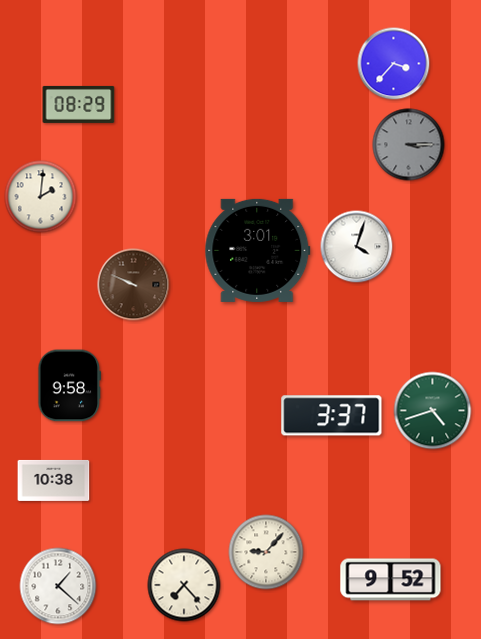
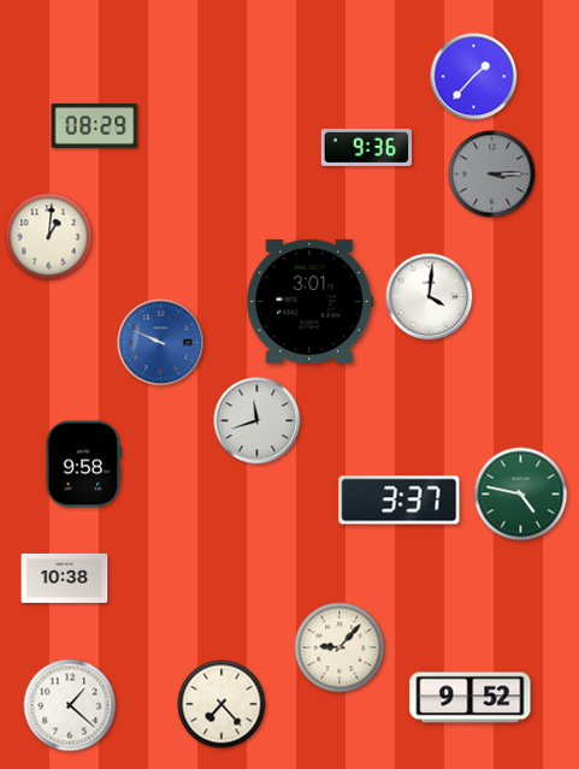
clock at (394, 64): 3:37 -> 1:37
clock at (367, 147): none -> 9:36
clock at (41, 197): 2:01 -> 1:01
clock at (357, 247): 4:03 -> 4:01
clock at (134, 285) dial: brown -> blue
clock at (258, 421): none -> 11:42
clock at (433, 411): 4:42 -> 4:47
clock at (266, 552) position: (266, 552) -> (339, 647)
